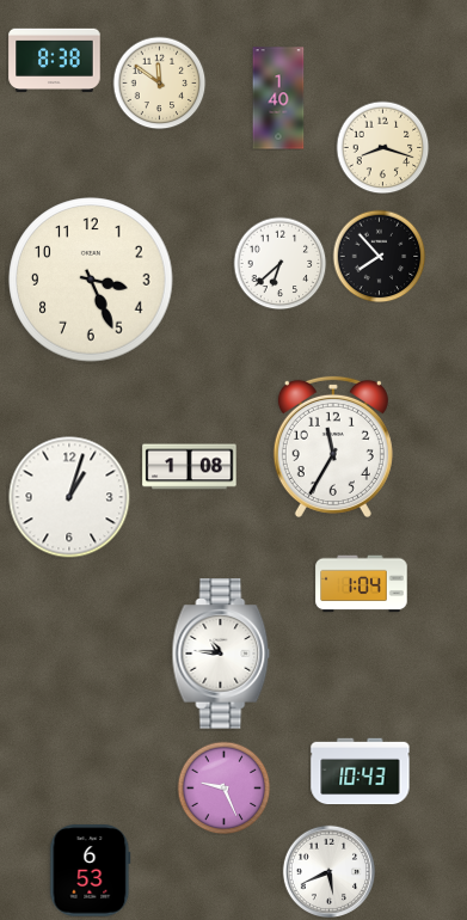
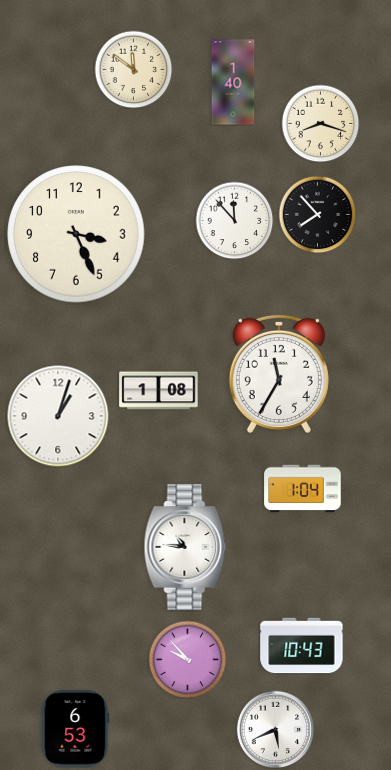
clock at (55, 60): 8:38 -> none
clock at (279, 263): 6:38 -> 11:53
clock at (223, 787): 9:26 -> 9:53
